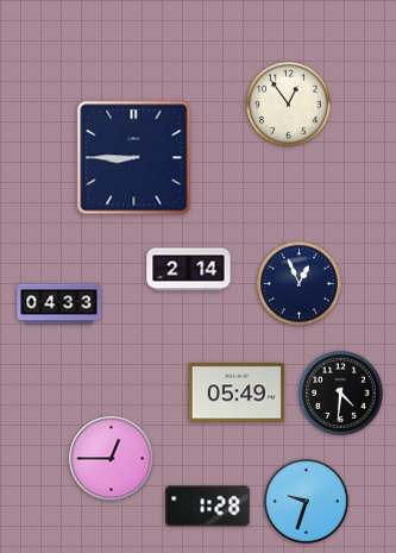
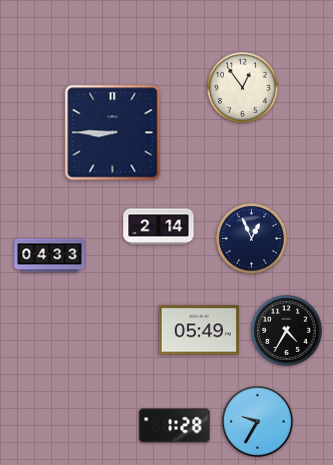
clock at (341, 394): 4:31 -> 4:35
clock at (112, 459): 12:45 -> none
clock at (307, 502): 9:33 -> 9:35
